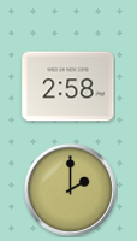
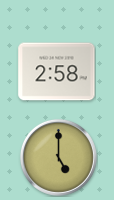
clock at (70, 189): 2:00 -> 5:00
